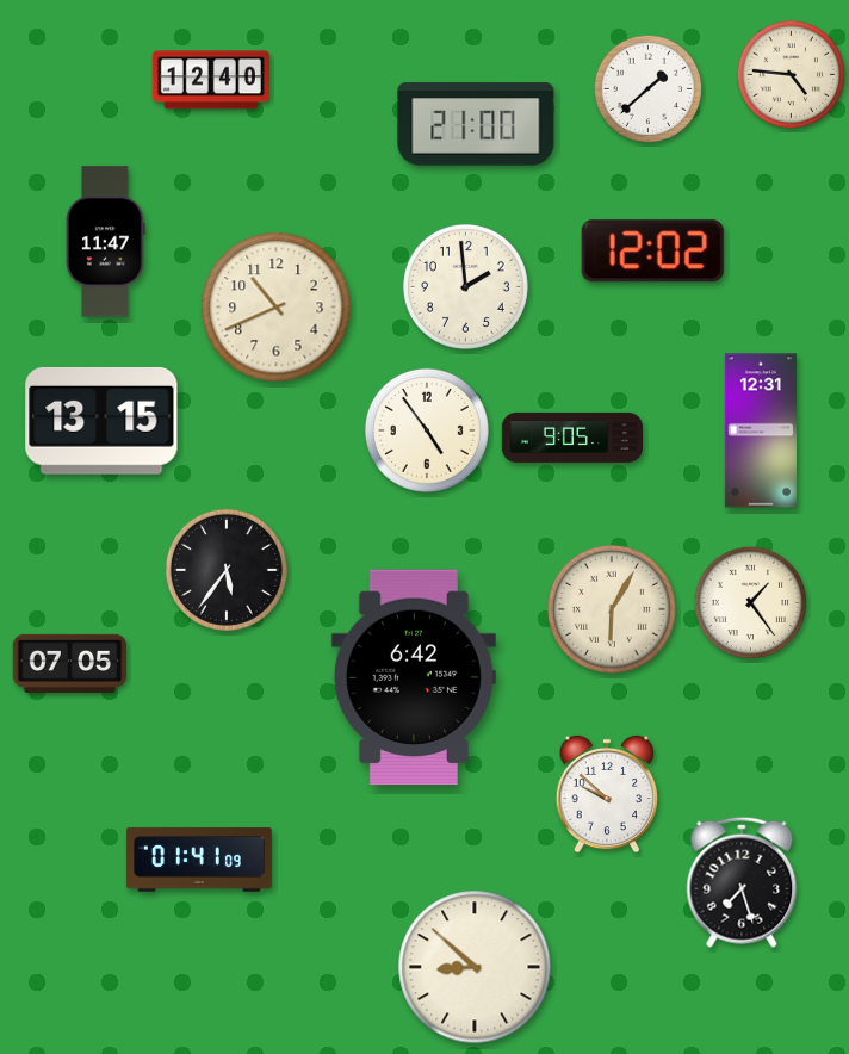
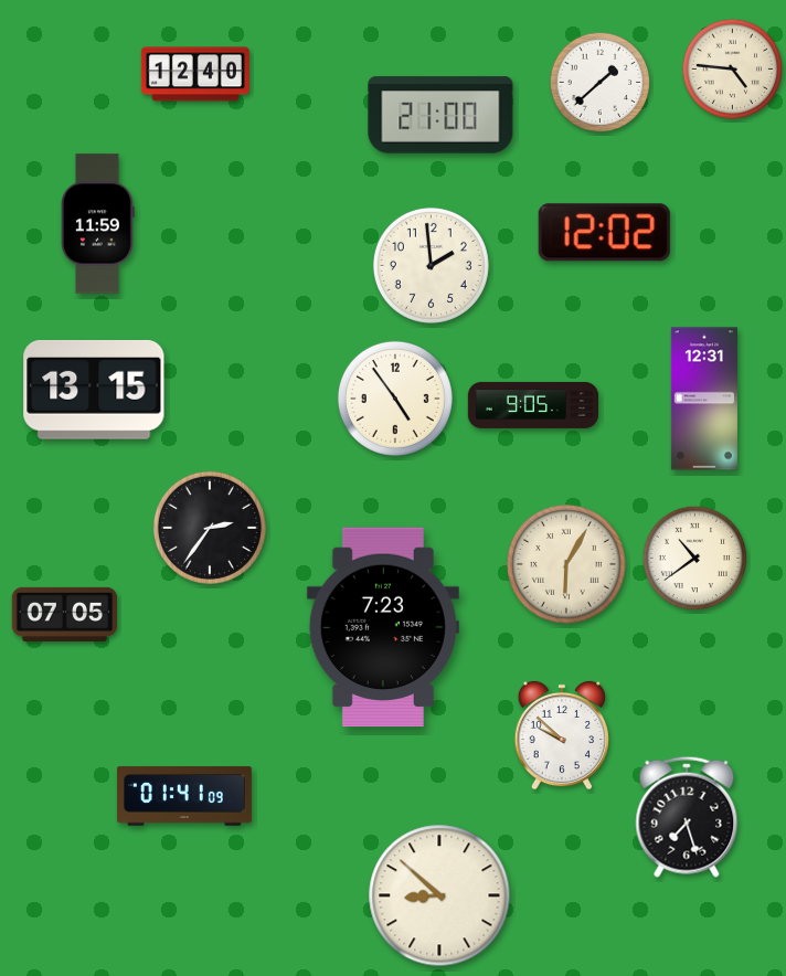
clock at (106, 242): 11:47 -> 11:59
clock at (277, 308): 10:41 -> none
clock at (571, 438) position: (571, 438) -> (532, 405)
clock at (227, 570): 5:36 -> 2:36
clock at (751, 603): 1:24 -> 10:39
clock at (414, 677): 6:42 -> 7:23
